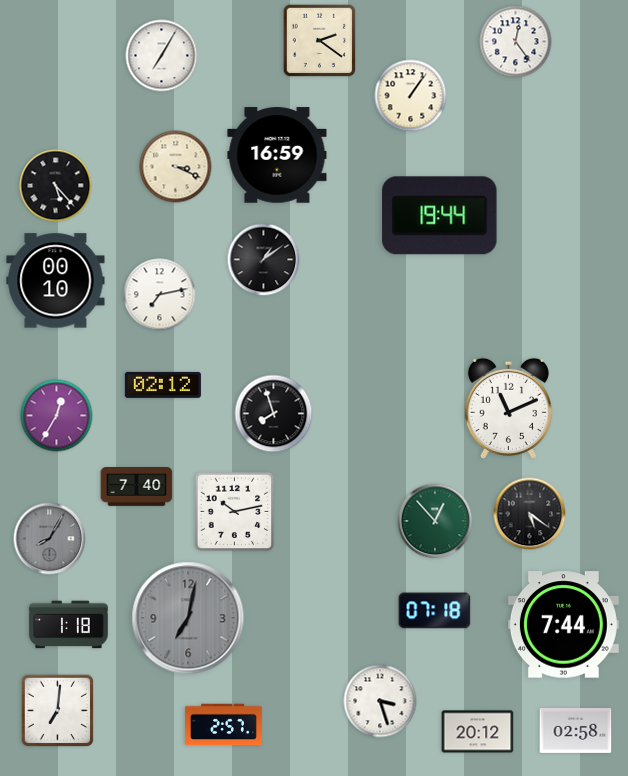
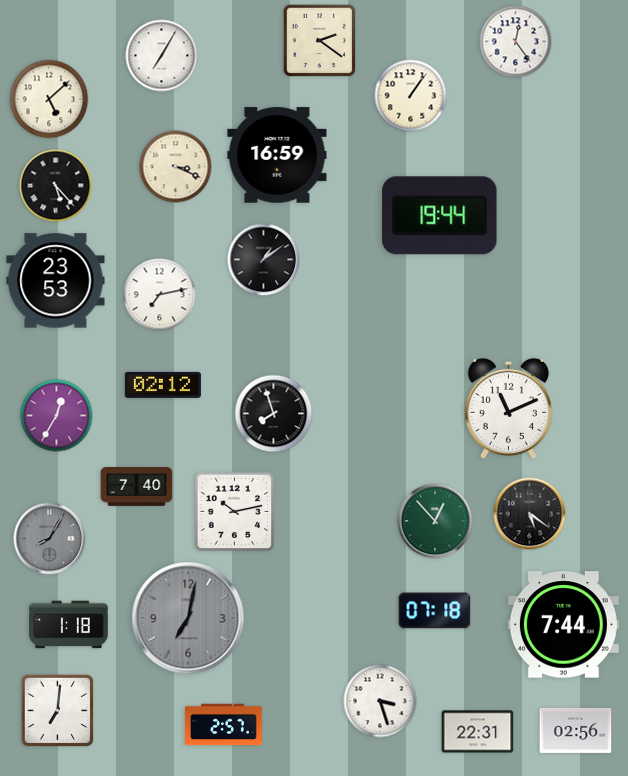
clock at (49, 99): none -> 5:08
clock at (56, 281): 00:10 -> 23:53
clock at (576, 730): 02:58 -> 02:56
clock at (478, 732): 20:12 -> 22:31
